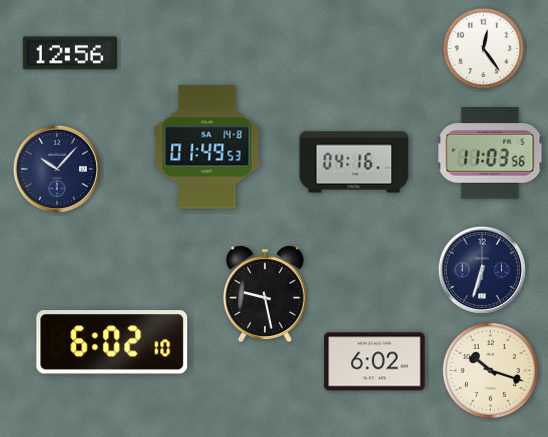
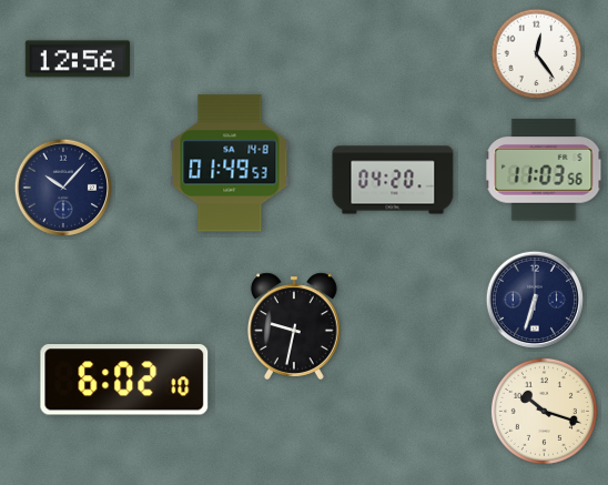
clock at (354, 162): 04:16 -> 04:20
clock at (266, 294): 9:28 -> 9:32
clock at (375, 362): 6:02 -> none
